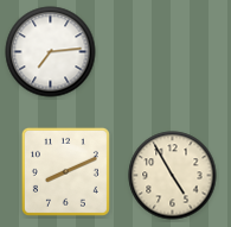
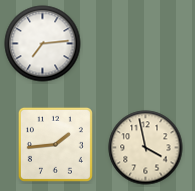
clock at (65, 171): 8:11 -> 1:44
clock at (173, 176): 4:55 -> 3:58
